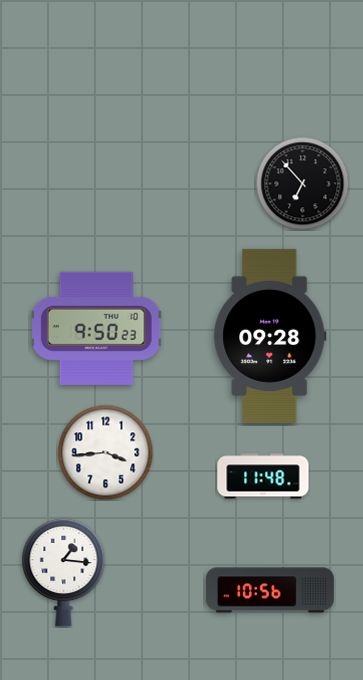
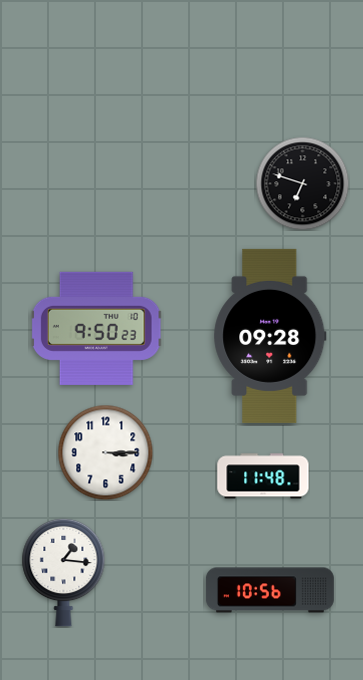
clock at (302, 183): 6:53 -> 6:48
clock at (105, 452): 3:44 -> 3:15
